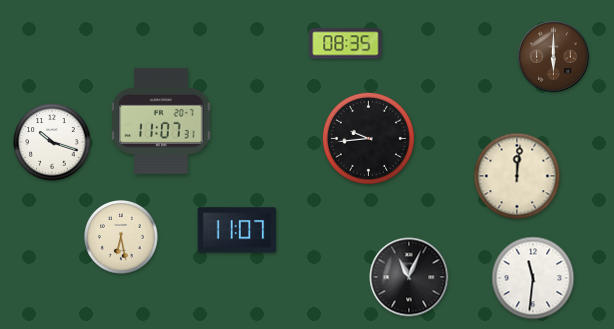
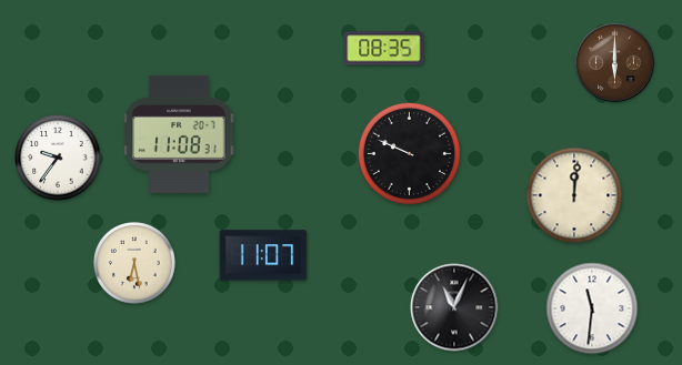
clock at (161, 121): 11:07 -> 11:08
clock at (368, 138): 9:44 -> 9:49
clock at (52, 142): 10:18 -> 9:36
